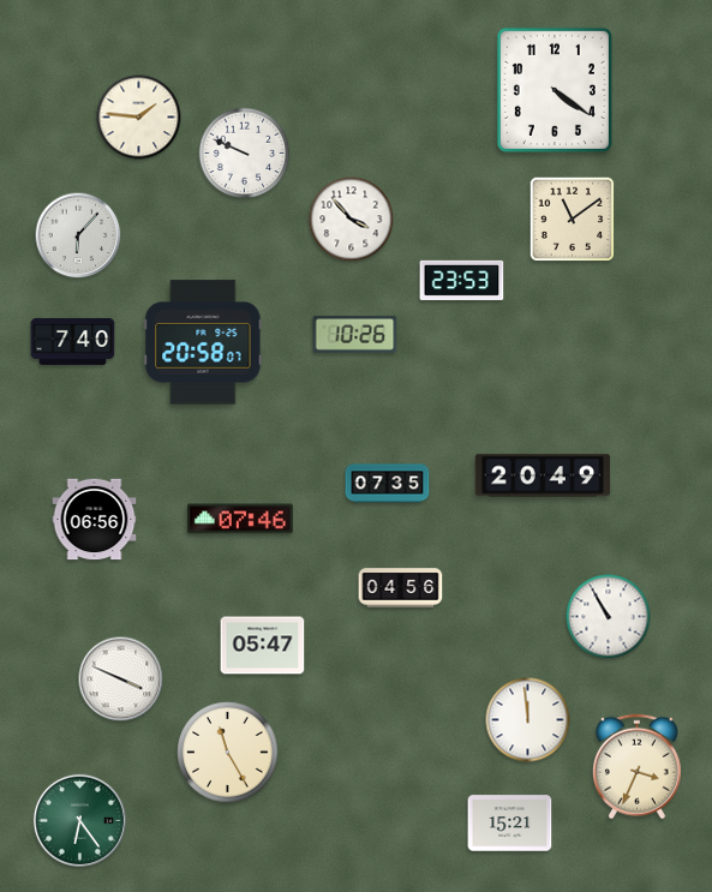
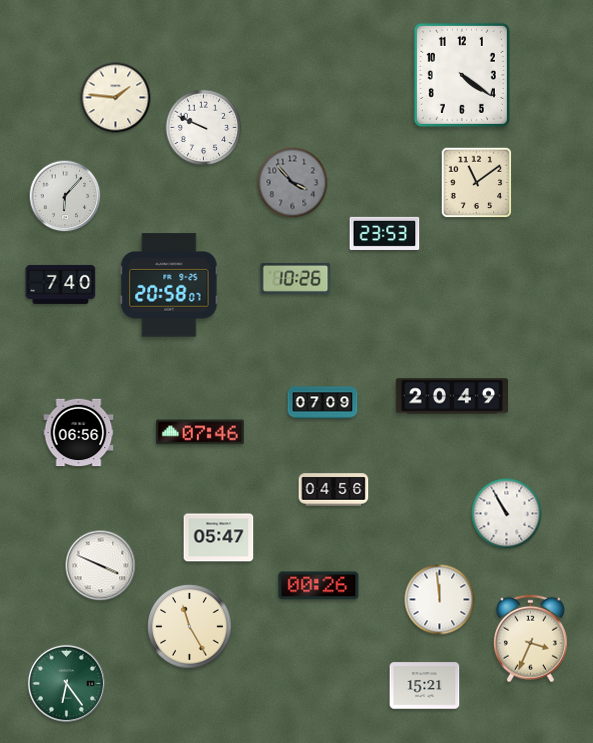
clock at (352, 220) dial: white -> grey
clock at (388, 484): 07:35 -> 07:09
clock at (319, 586): none -> 00:26
